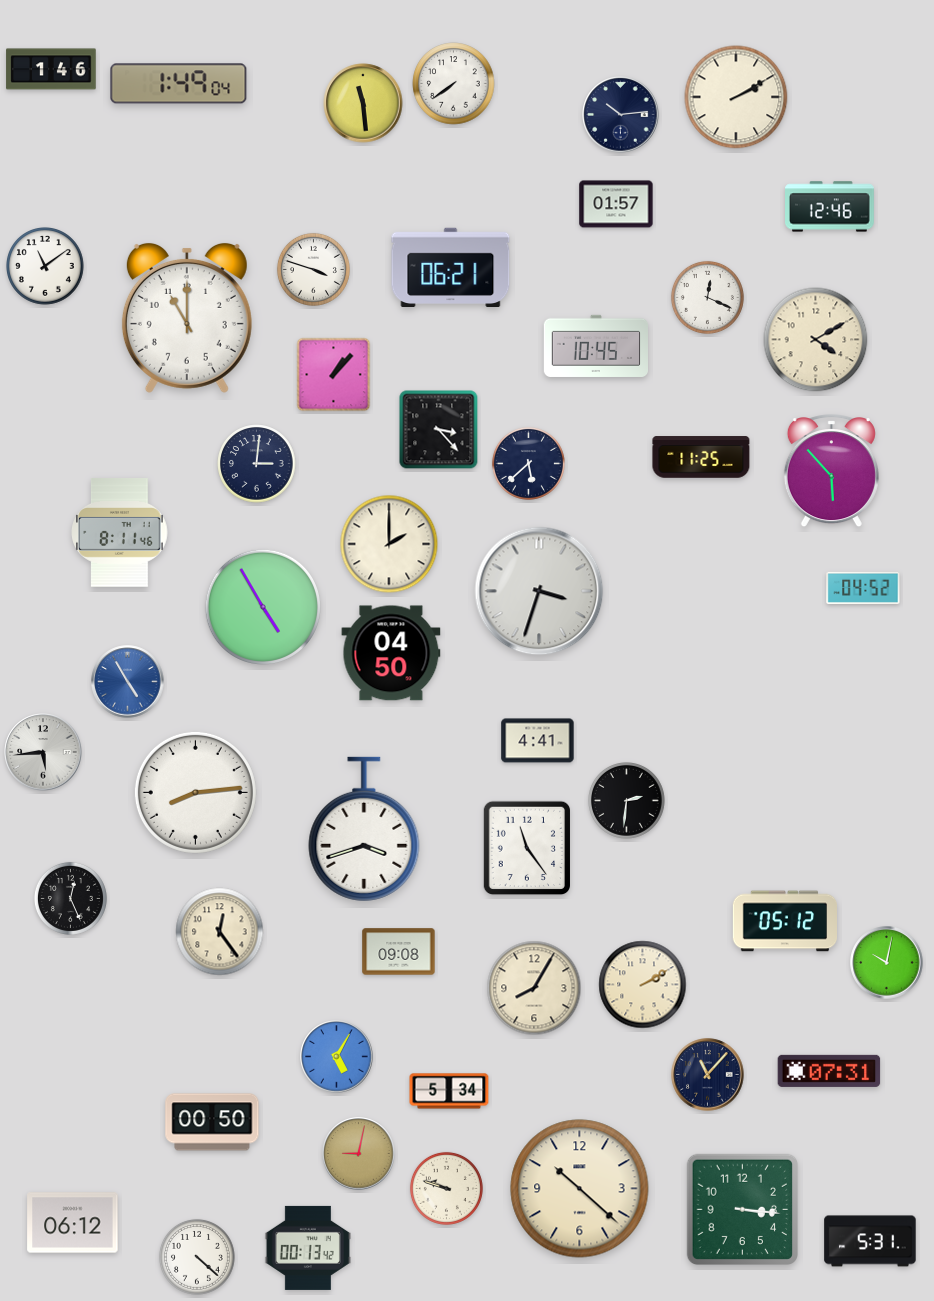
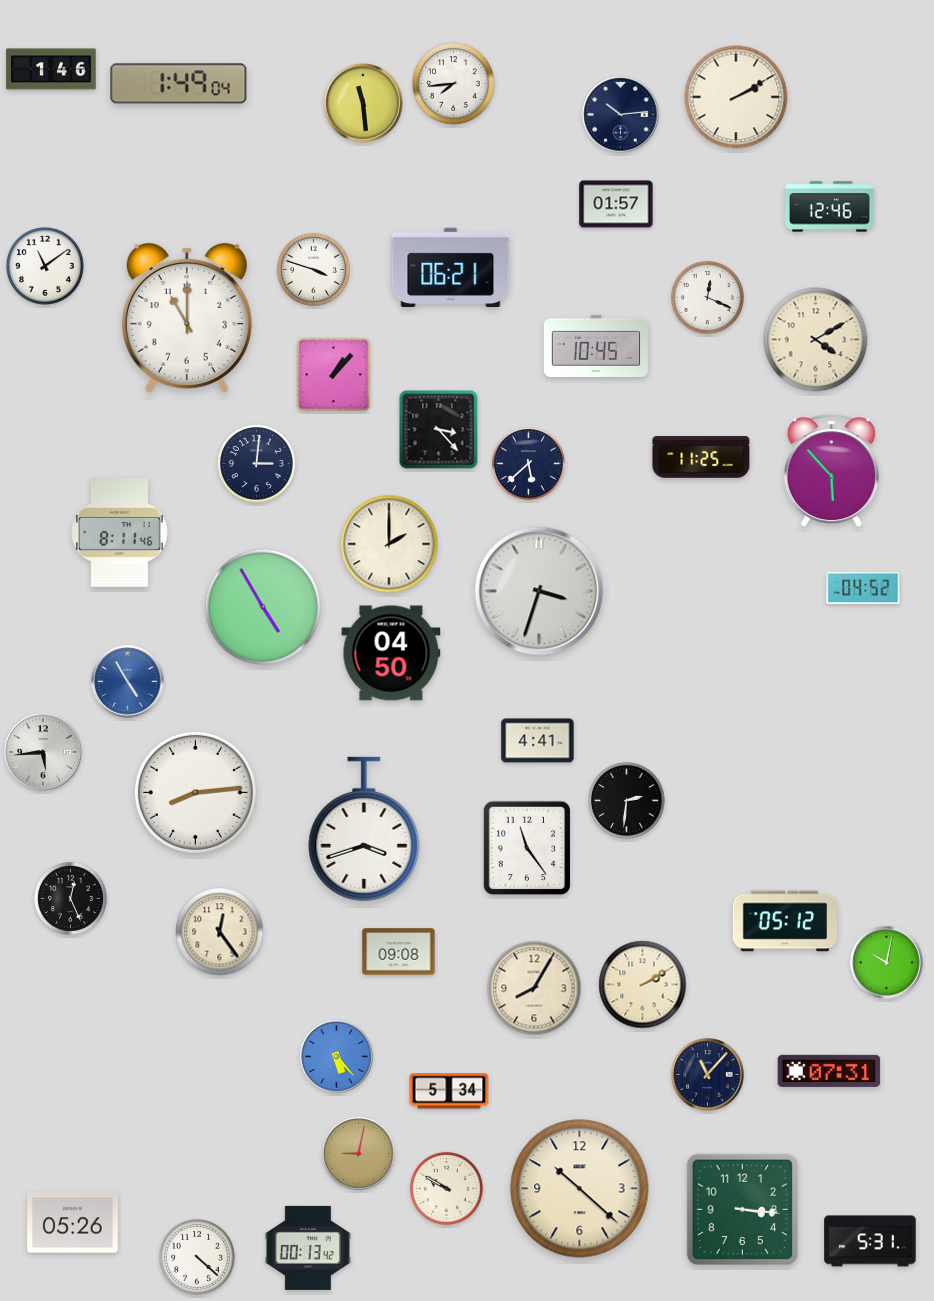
clock at (454, 84): 7:39 -> 7:44
clock at (337, 1057): 5:05 -> 5:23
clock at (212, 1122): 00:50 -> none
clock at (446, 1188): 9:48 -> 9:50
clock at (73, 1223): 06:12 -> 05:26
